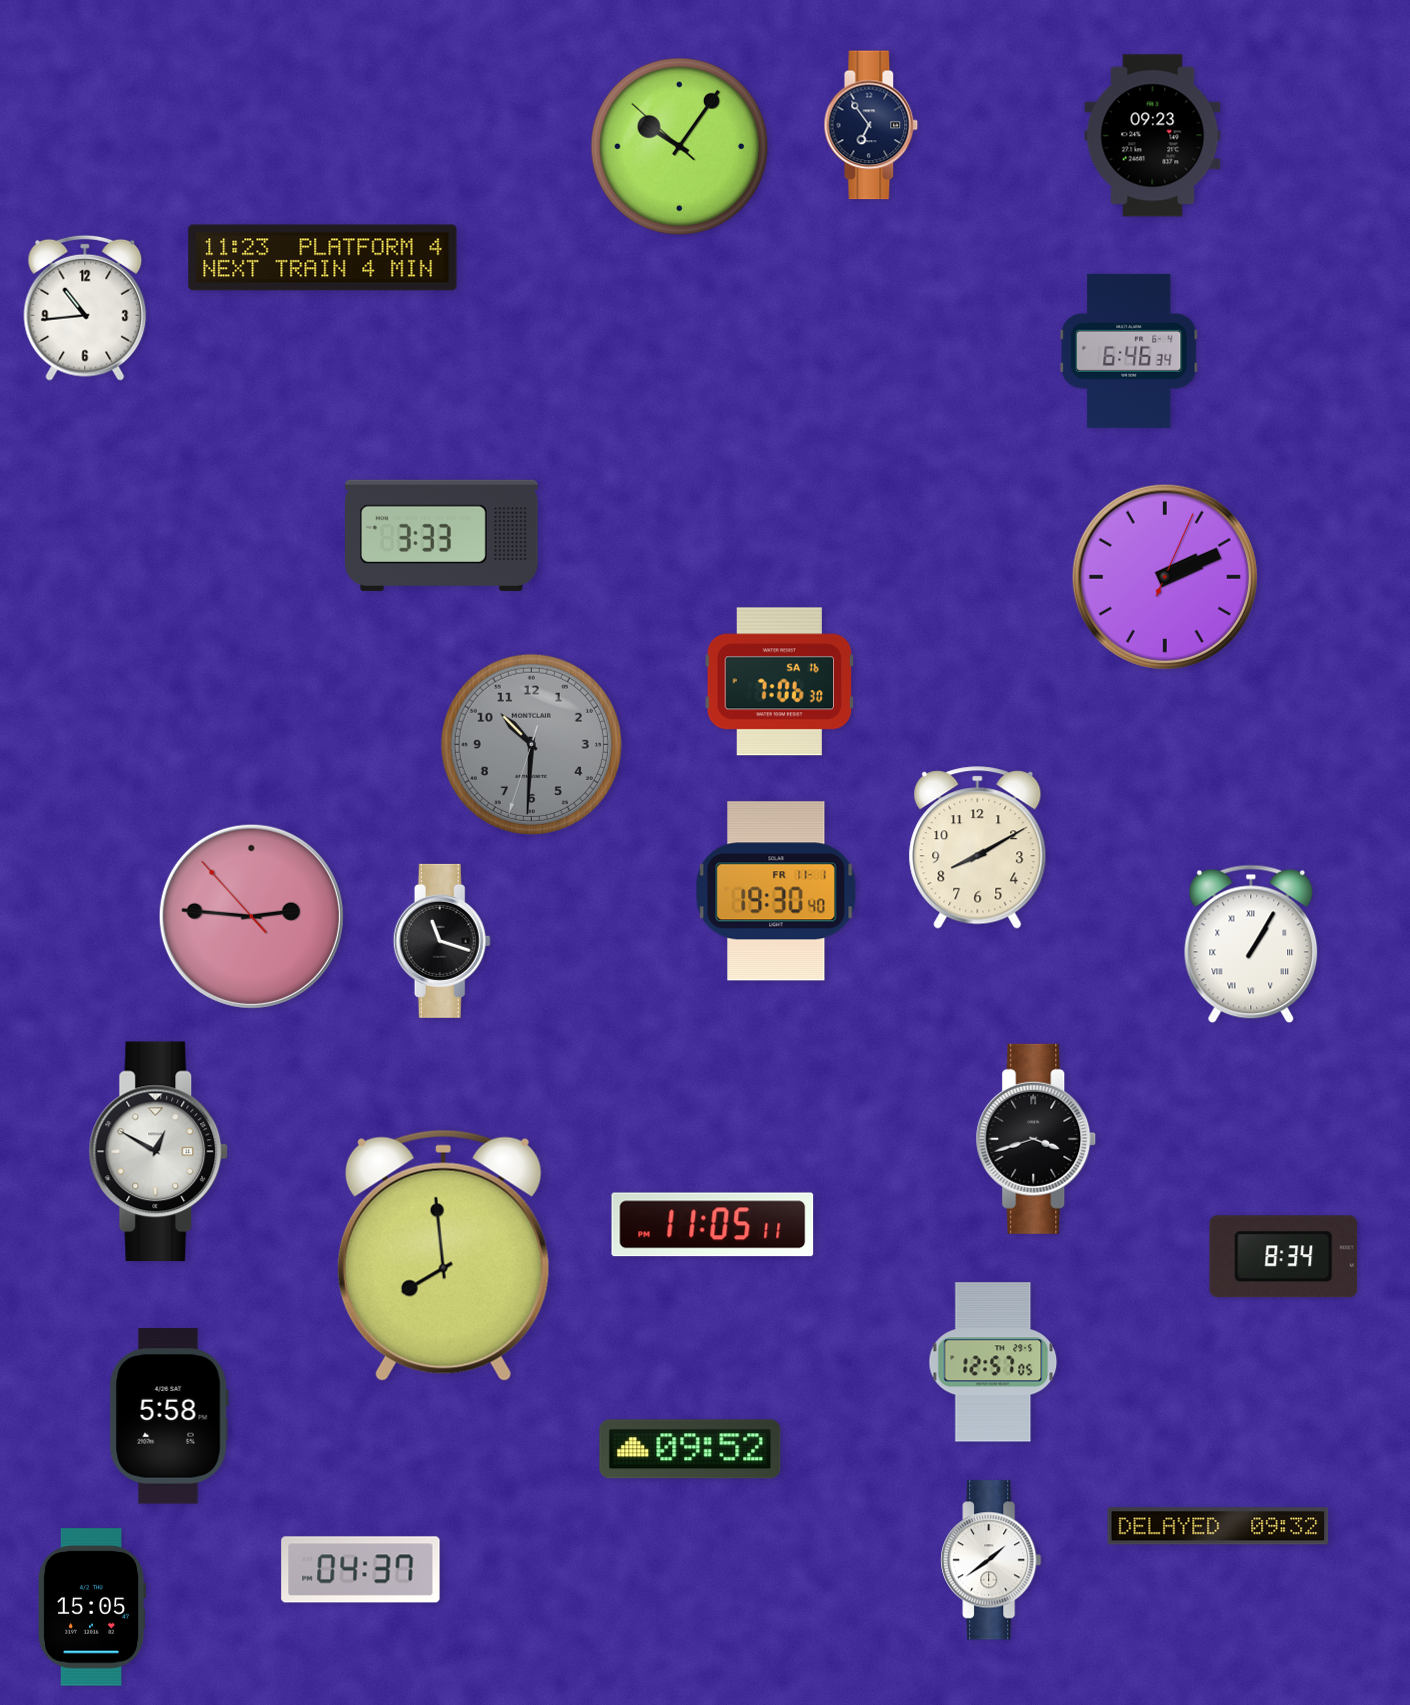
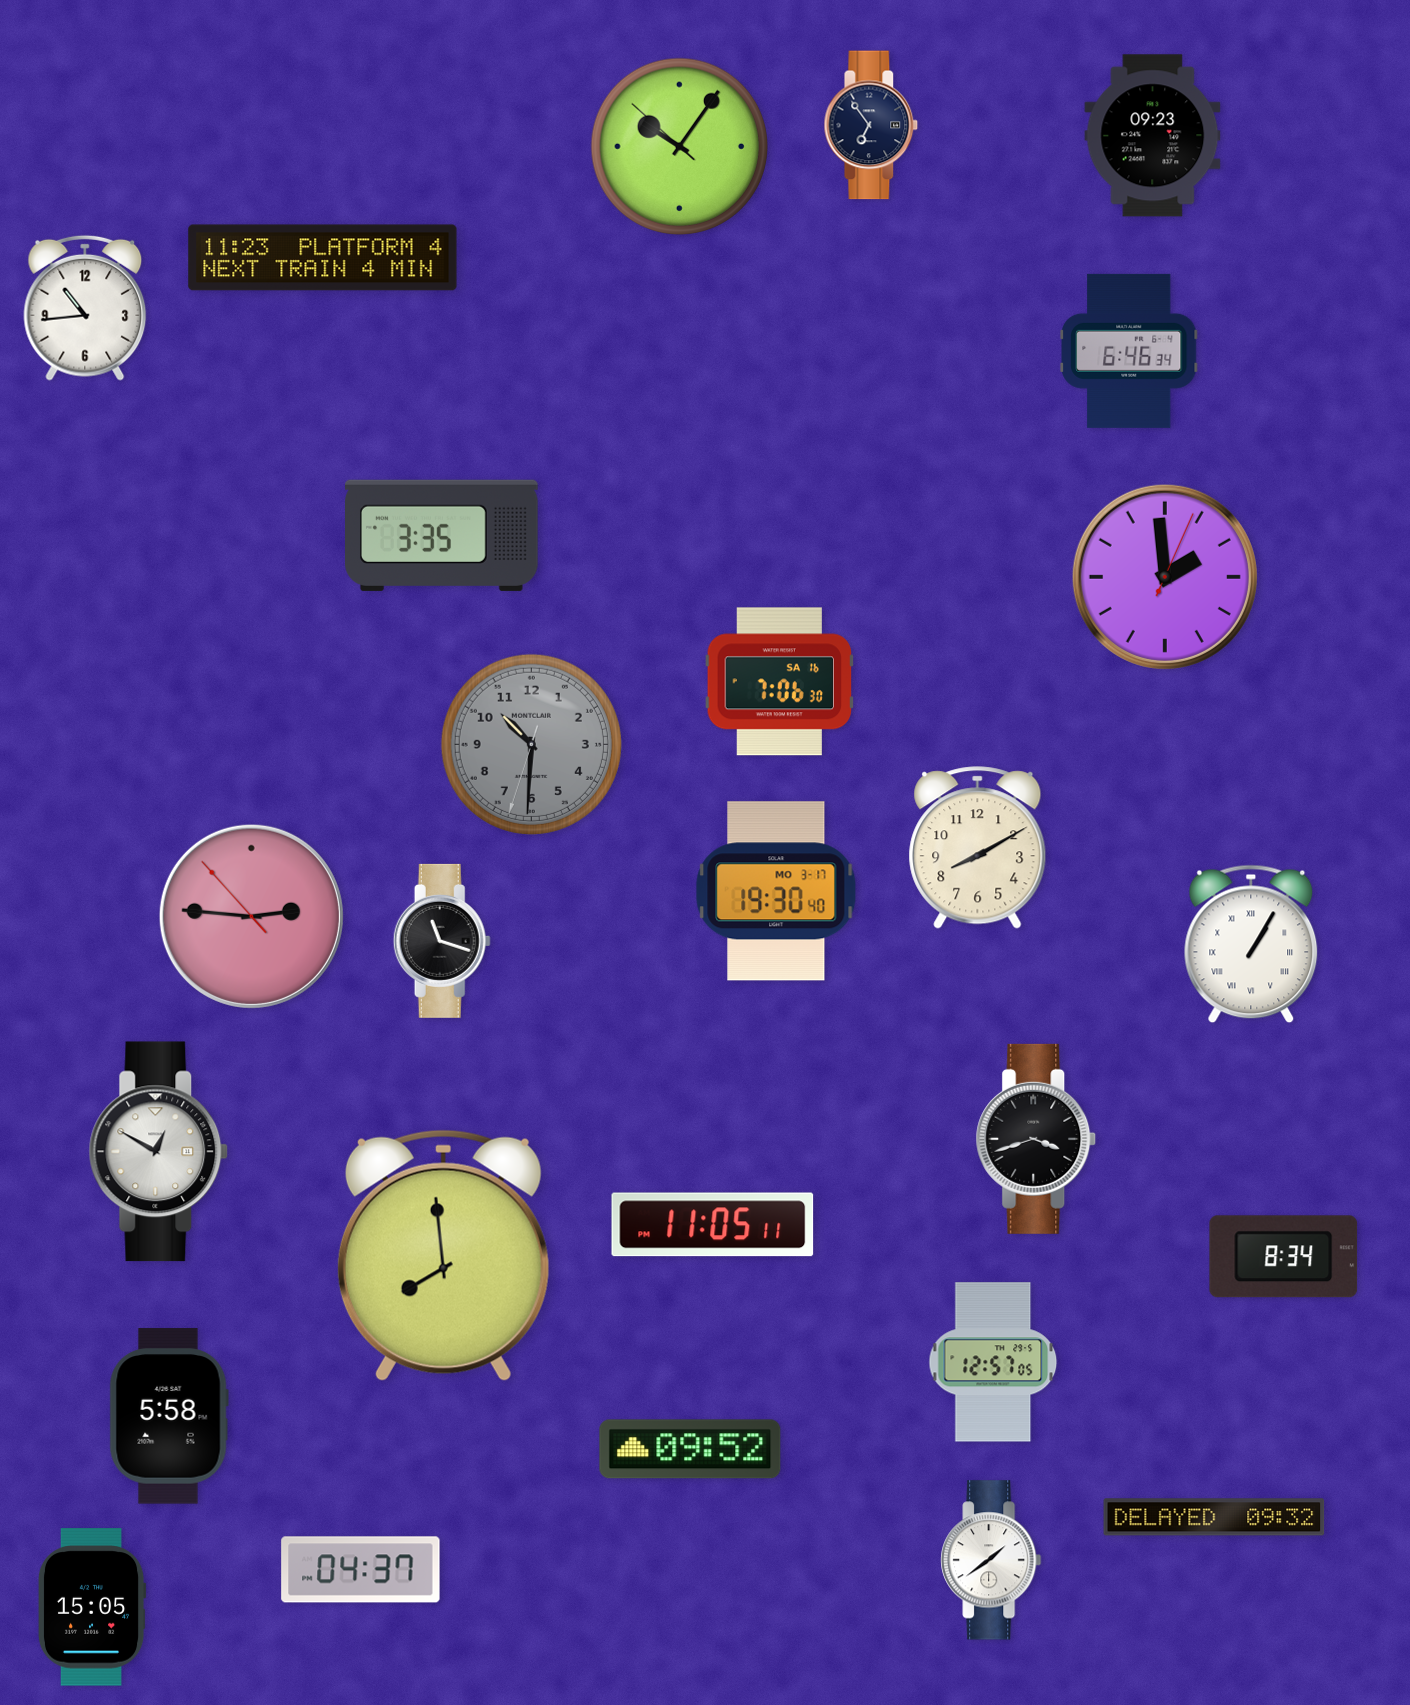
clock at (442, 535): 3:33 -> 3:35
clock at (1165, 577): 2:11 -> 1:59
clock at (776, 891) date: FR 11-1 -> MO 3-17
clock at (1218, 1526) position: (1218, 1526) -> (1214, 1517)
